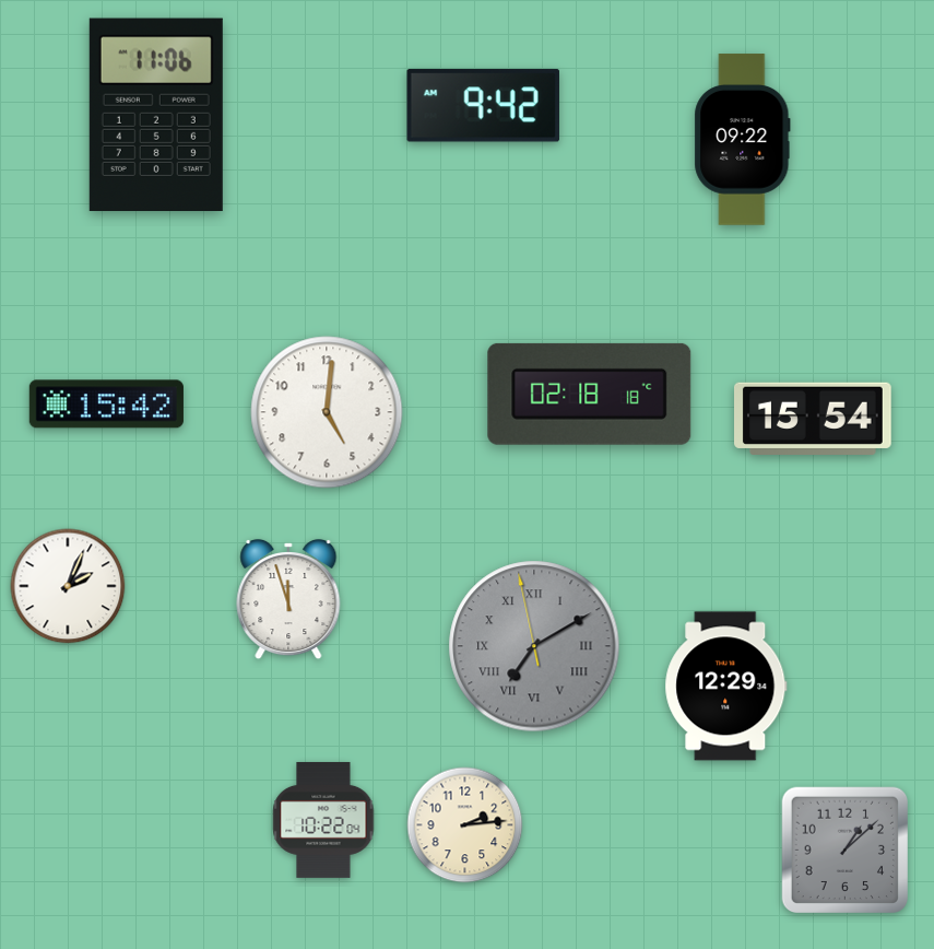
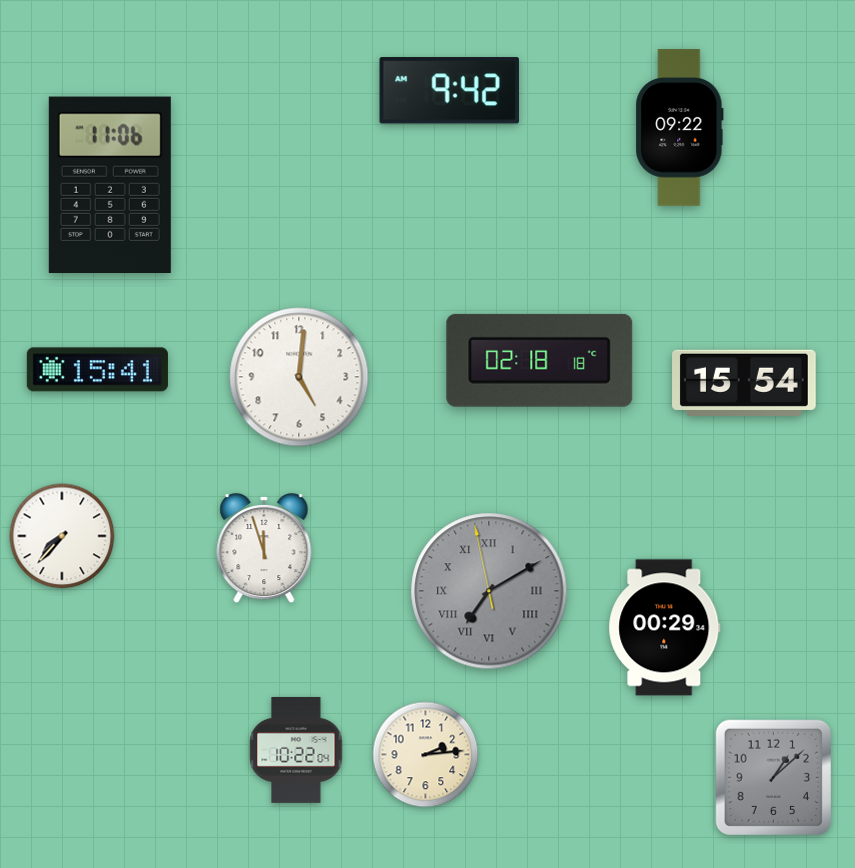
clock at (483, 106) position: (483, 106) -> (449, 91)
clock at (156, 114) position: (156, 114) -> (110, 184)
clock at (106, 405): 15:42 -> 15:41
clock at (68, 586): 2:04 -> 7:37
clock at (726, 687): 12:29 -> 00:29
